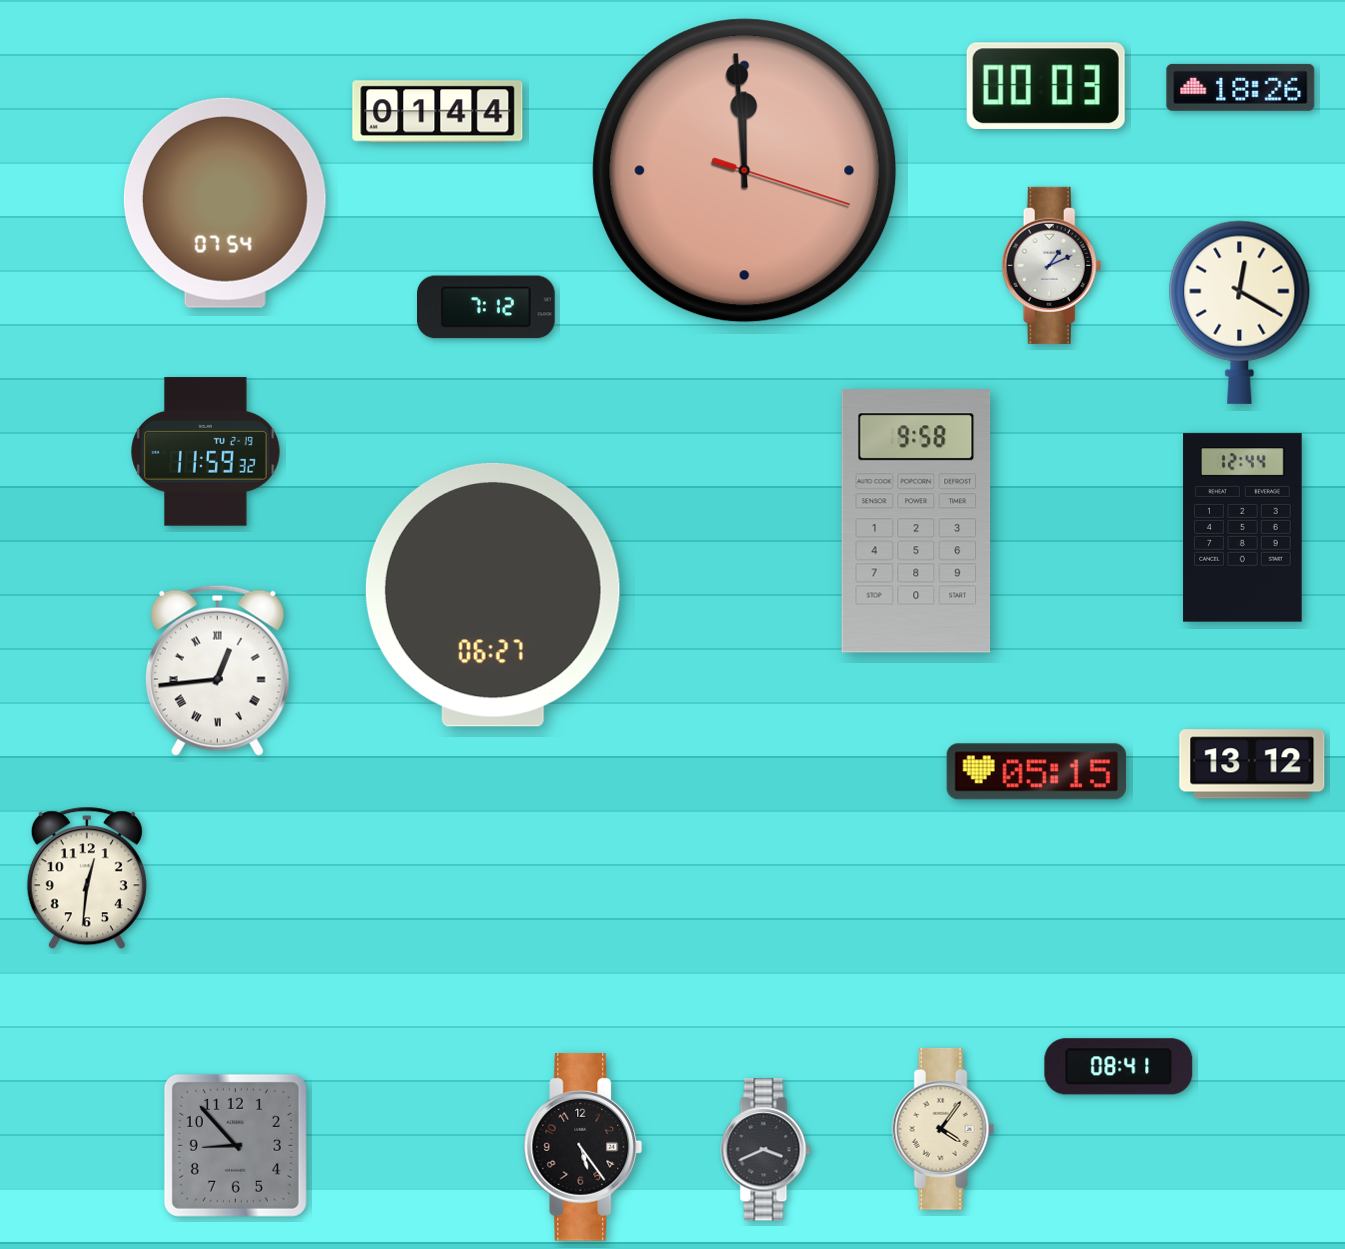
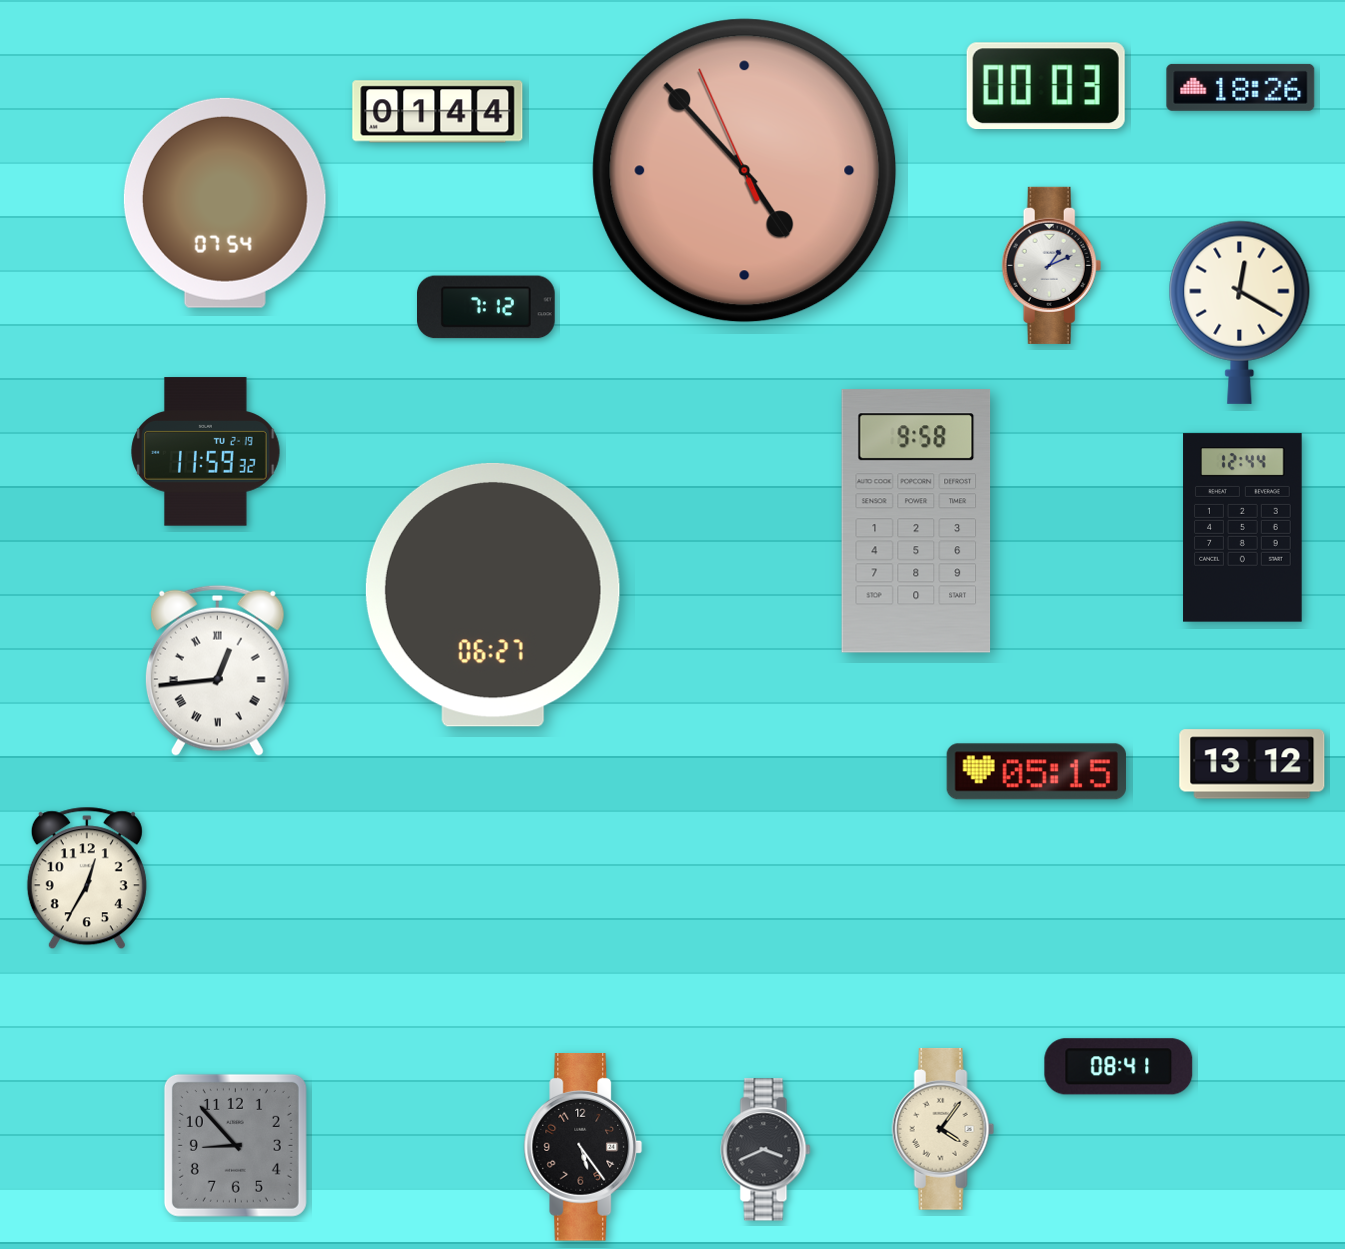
clock at (745, 171): 11:59 -> 4:52
clock at (87, 878): 12:31 -> 12:35
